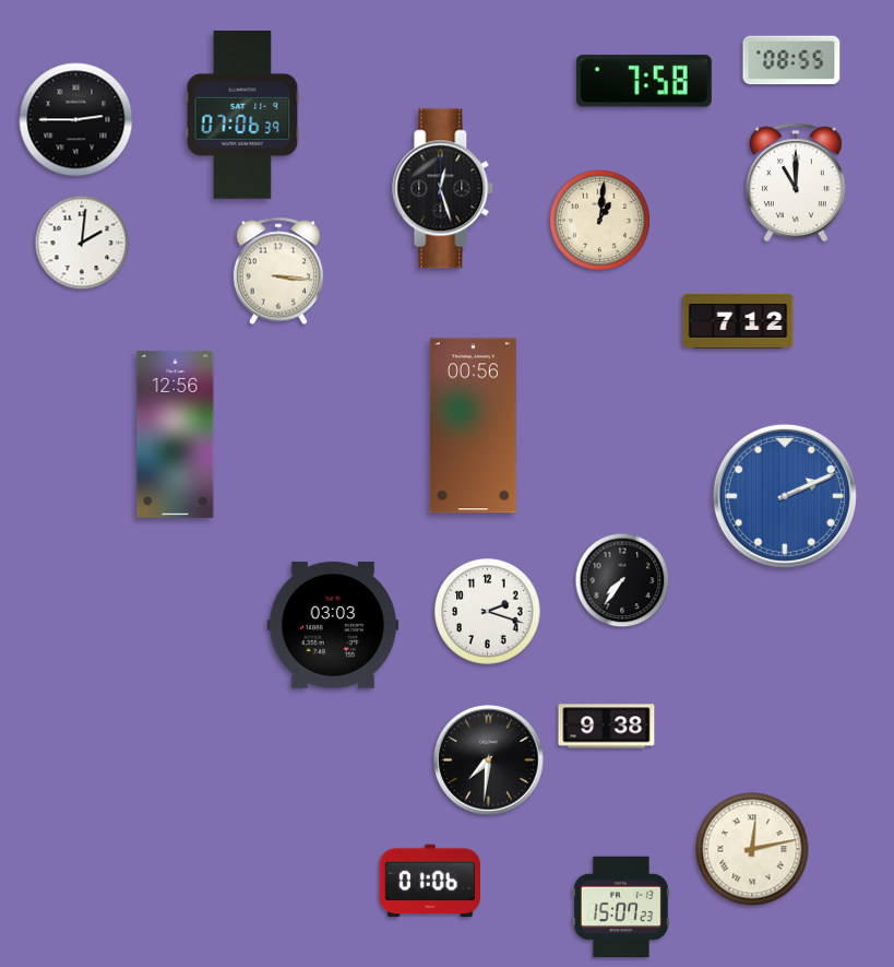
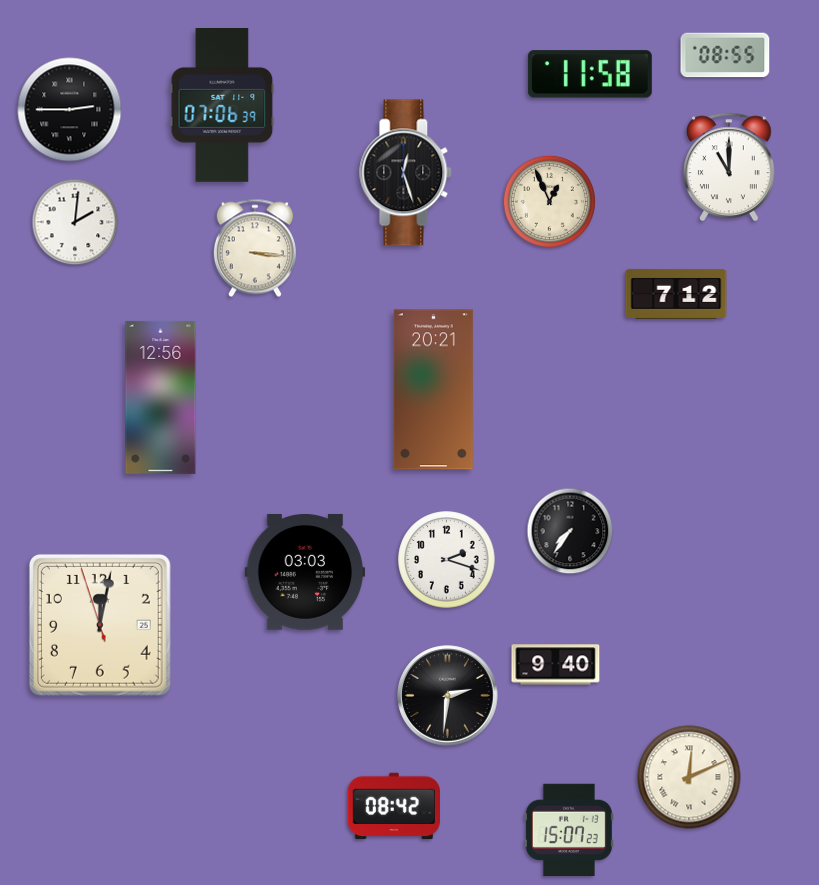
clock at (644, 81): 7:58 -> 11:58
clock at (599, 220): 1:01 -> 12:56
clock at (473, 426): 00:56 -> 20:21
clock at (785, 496): 2:11 -> none
clock at (100, 625): none -> 12:01
clock at (607, 727): 9:38 -> 9:40
clock at (489, 760): 7:31 -> 2:31
clock at (752, 849): 12:13 -> 12:11
clock at (429, 881): 01:06 -> 08:42
